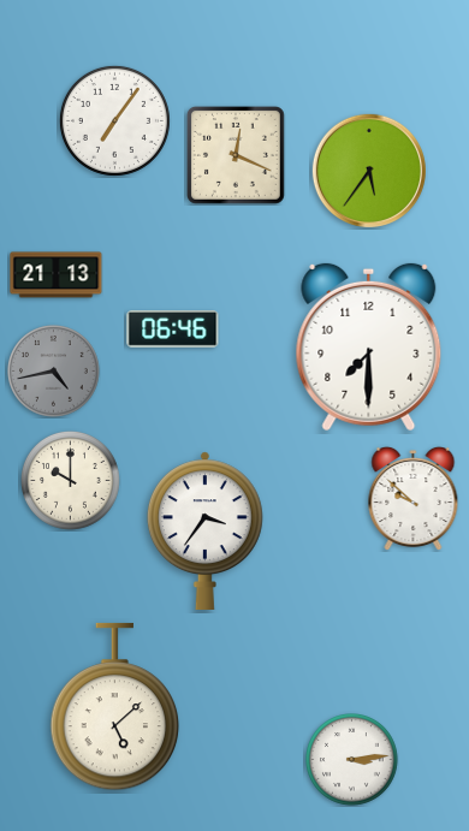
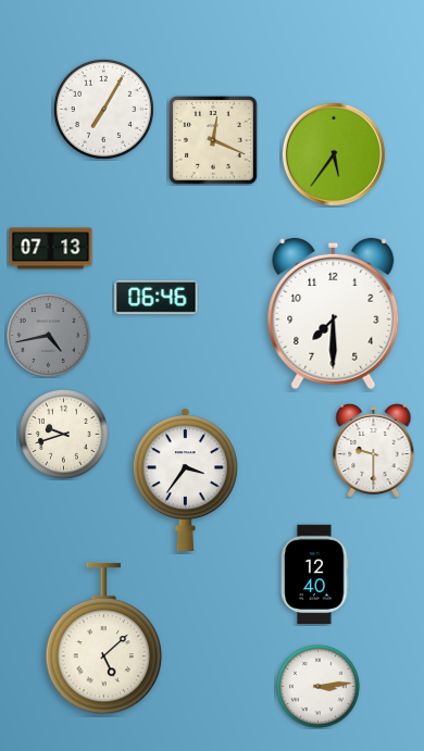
clock at (114, 120): 7:06 -> 7:05
clock at (57, 275): 21:13 -> 07:13
clock at (70, 480): 10:00 -> 9:42
clock at (414, 498): 9:52 -> 9:30
clock at (315, 575): none -> 12:40
